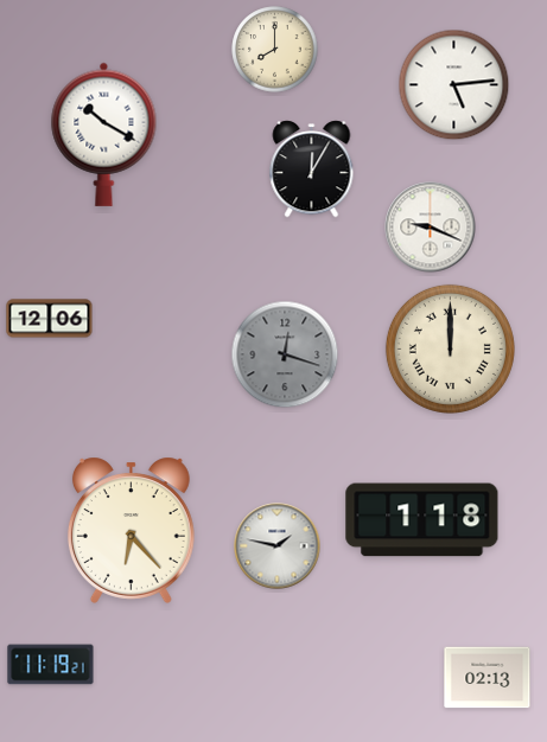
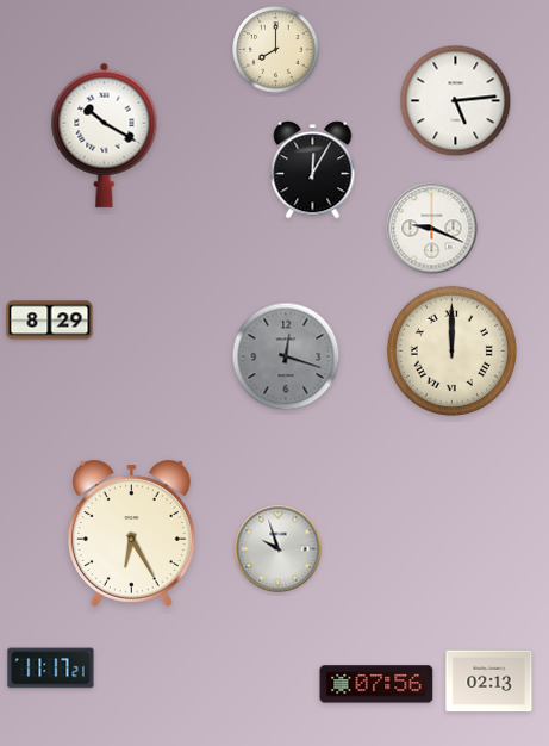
clock at (454, 85) position: (454, 85) -> (456, 101)
clock at (50, 319): 12:06 -> 8:29
clock at (422, 520): 1:18 -> none
clock at (131, 530): 6:23 -> 6:25
clock at (278, 546): 1:47 -> 9:57
clock at (51, 665): 11:19 -> 11:17
clock at (376, 684): none -> 07:56
